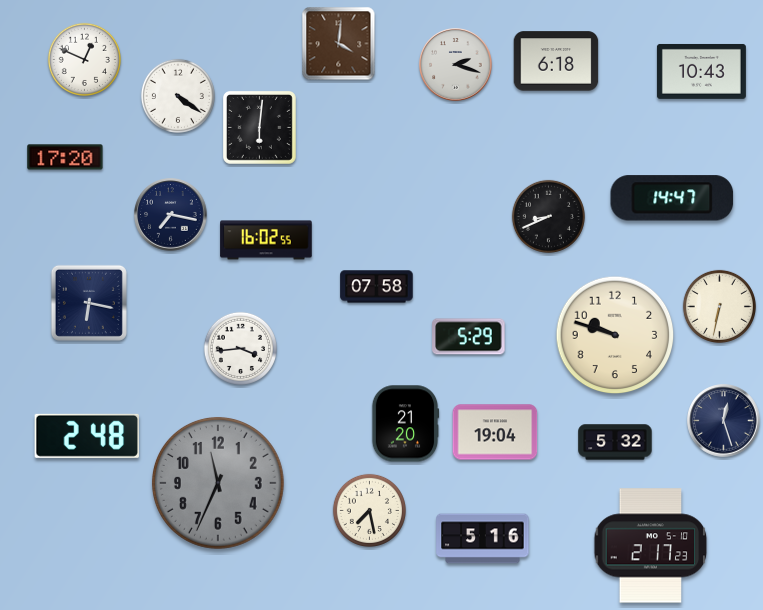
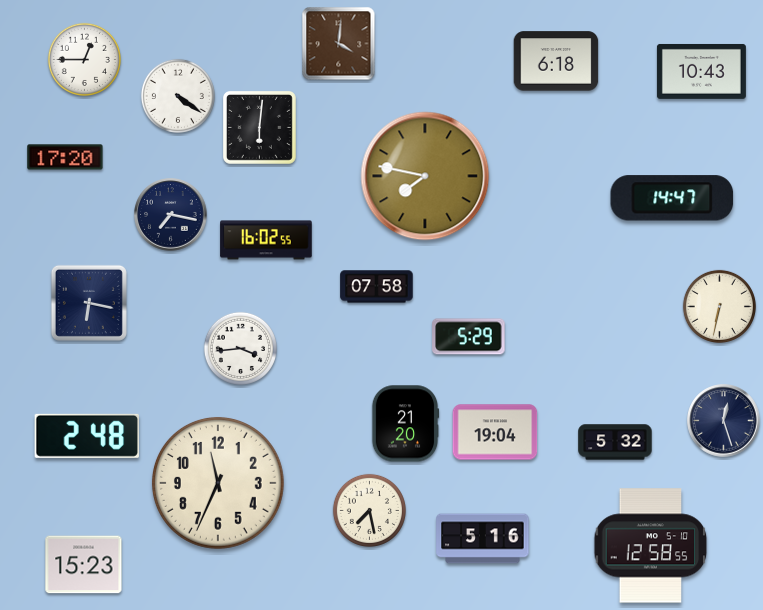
clock at (84, 59): 12:49 -> 12:45
clock at (456, 65): 2:18 -> none
clock at (425, 176): none -> 7:47
clock at (548, 216): 8:41 -> none
clock at (615, 335): 9:48 -> none
clock at (218, 483) dial: grey -> cream
clock at (651, 546): 2:17 -> 12:58
clock at (84, 565): none -> 15:23
